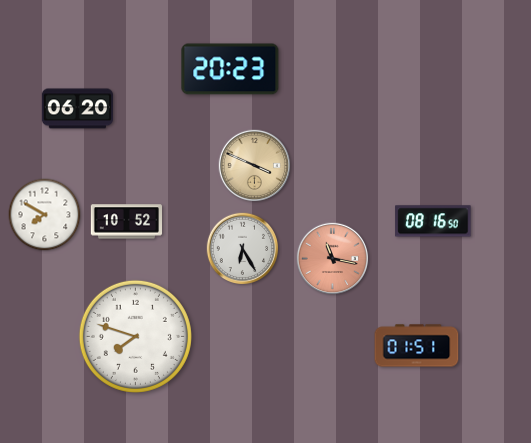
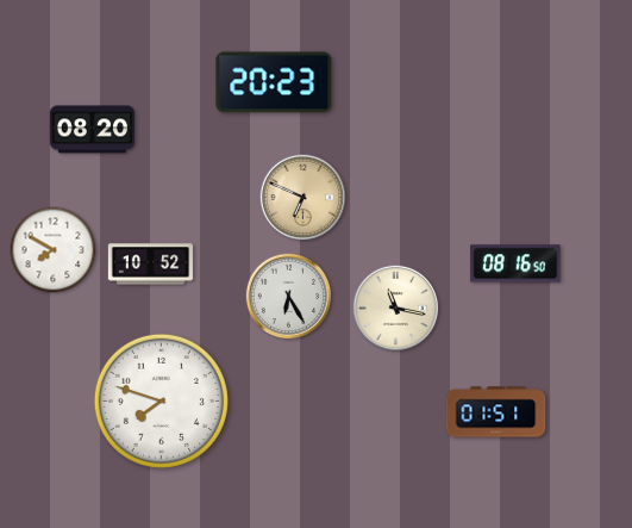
clock at (77, 109): 06:20 -> 08:20
clock at (255, 166): 3:49 -> 6:49
clock at (45, 215) position: (45, 215) -> (54, 250)
clock at (333, 259) dial: salmon -> cream
